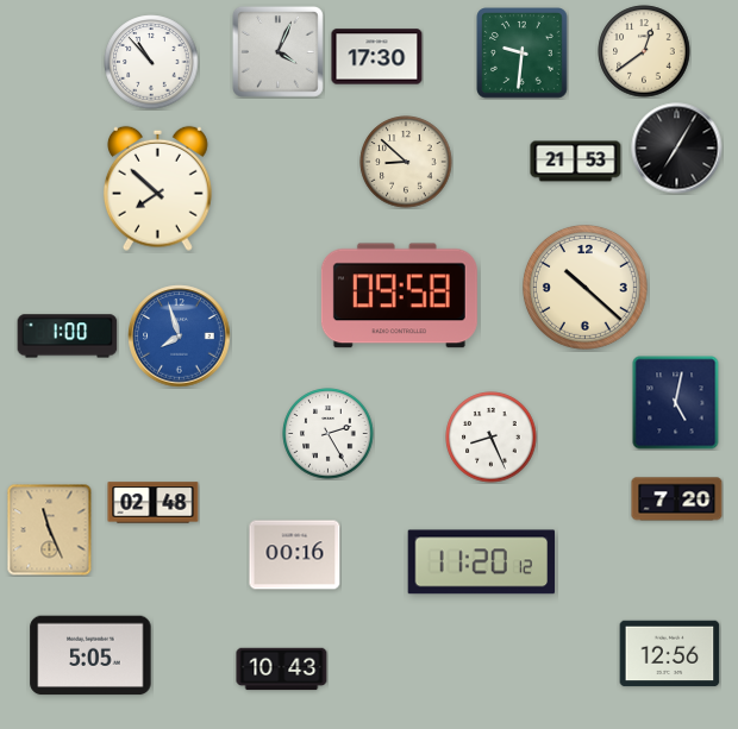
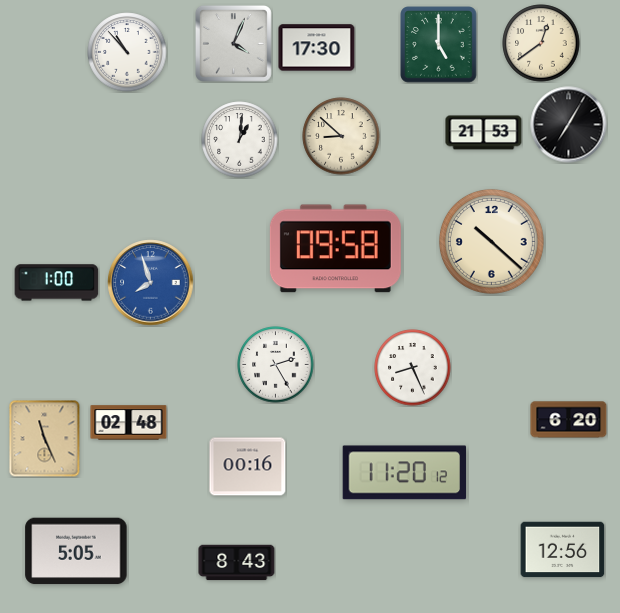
clock at (523, 54): 9:31 -> 5:00
clock at (576, 162) position: (576, 162) -> (484, 133)
clock at (240, 140): none -> 1:01
clock at (157, 188): 7:52 -> none
clock at (676, 403): 5:02 -> none
clock at (677, 499): 7:20 -> 6:20
clock at (50, 530) position: (50, 530) -> (45, 439)
clock at (282, 670): 10:43 -> 8:43
